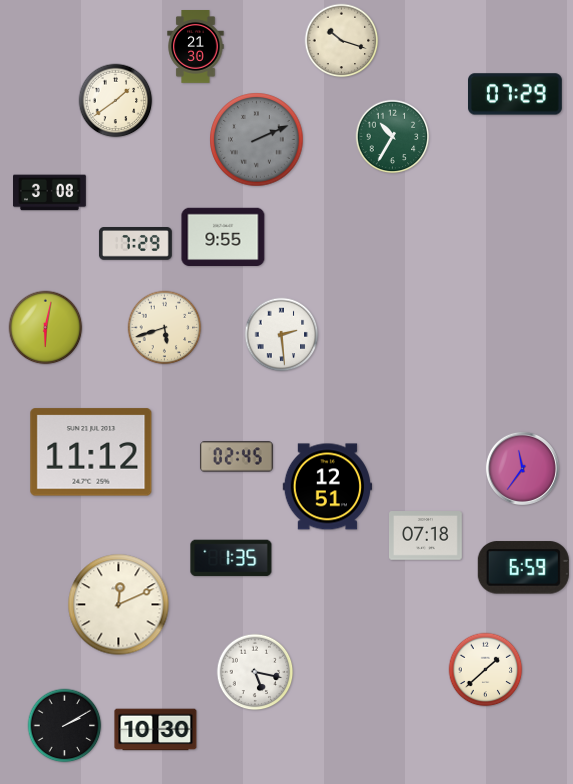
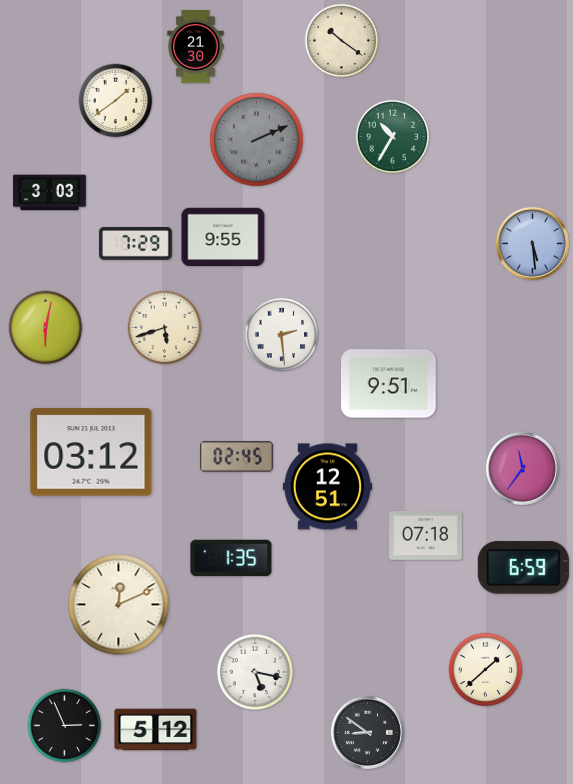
clock at (342, 41): 10:18 -> 10:21
clock at (516, 94): 07:29 -> none
clock at (50, 193): 3:08 -> 3:03
clock at (532, 243): none -> 5:29
clock at (389, 384): none -> 9:51
clock at (91, 452): 11:12 -> 03:12
clock at (65, 726): 2:10 -> 2:56
clock at (156, 730): 10:30 -> 5:12
clock at (367, 732): none -> 8:51
